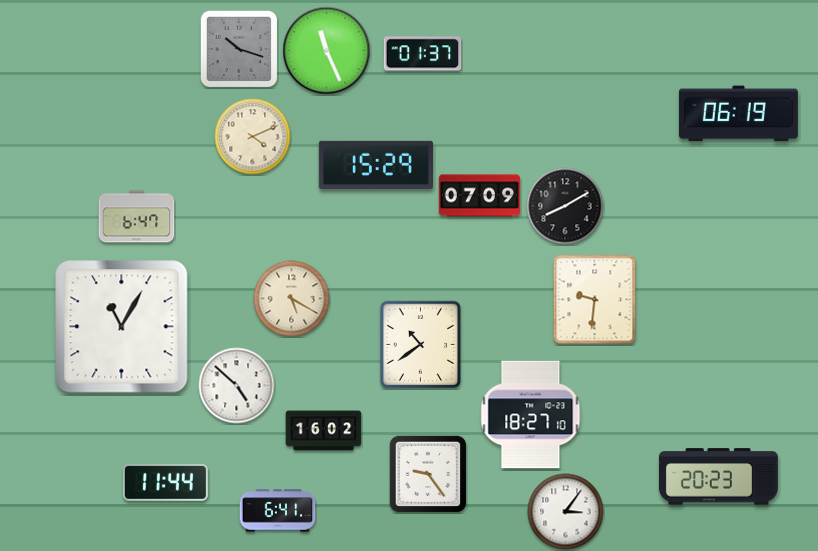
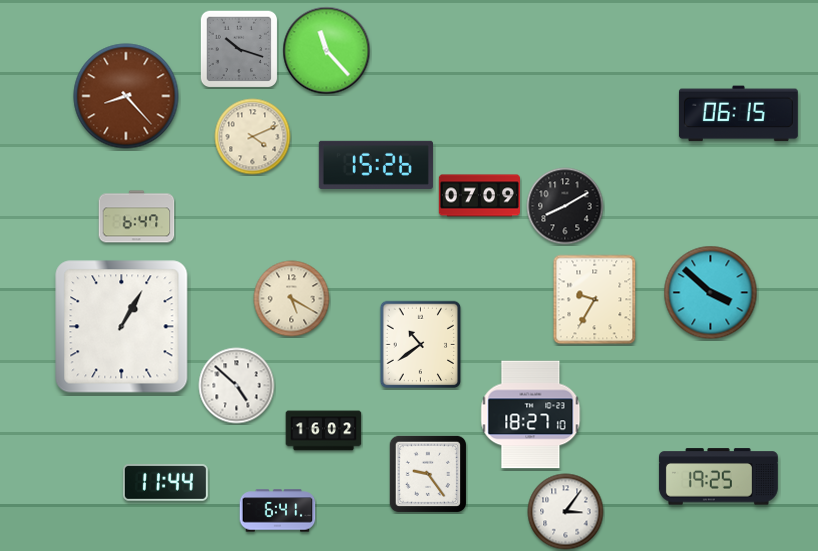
clock at (327, 51): 11:26 -> 11:23
clock at (423, 54): 01:37 -> none
clock at (126, 96): none -> 8:23
clock at (738, 114): 06:19 -> 06:15
clock at (376, 165): 15:29 -> 15:26
clock at (711, 293): none -> 3:52
clock at (595, 300): 9:31 -> 9:35
clock at (122, 327): 11:05 -> 1:05
clock at (718, 477): 20:23 -> 19:25
